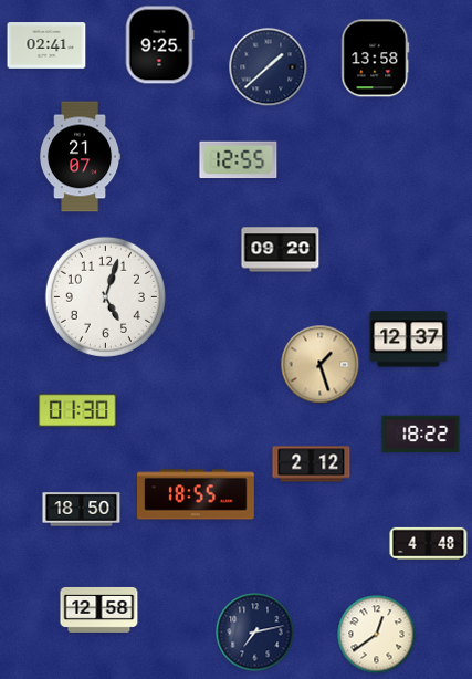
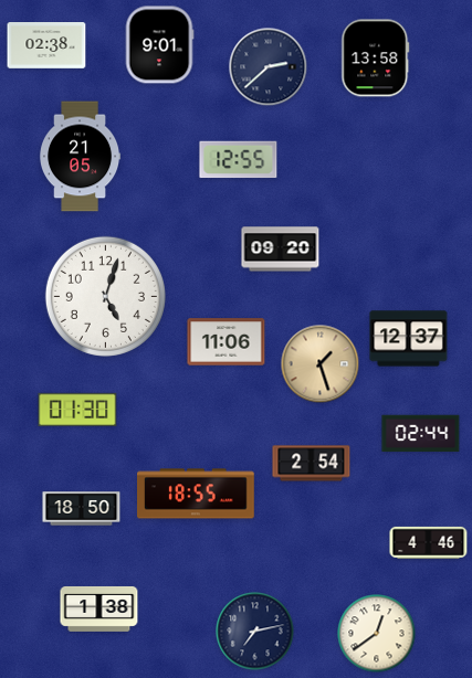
clock at (159, 45): 9:25 -> 9:01
clock at (46, 46): 02:41 -> 02:38
clock at (269, 67): 1:38 -> 2:38
clock at (81, 157): 21:07 -> 21:05
clock at (227, 342): none -> 11:06
clock at (421, 435): 18:22 -> 02:44
clock at (312, 464): 2:12 -> 2:54
clock at (429, 543): 4:48 -> 4:46
clock at (99, 609): 12:58 -> 1:38
